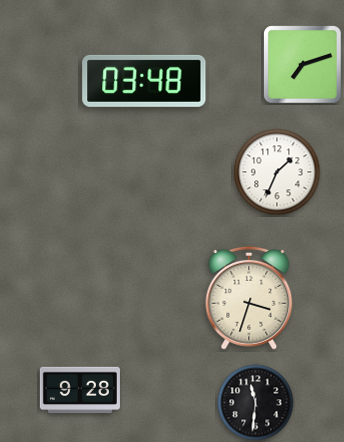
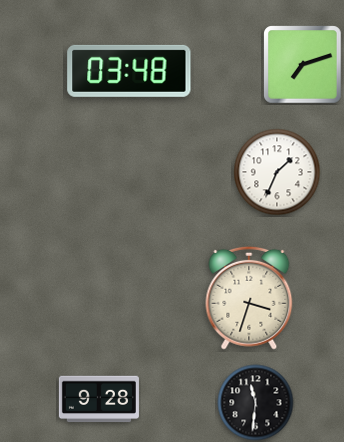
clock at (144, 81) position: (144, 81) -> (129, 71)
clock at (80, 390) position: (80, 390) -> (99, 399)
